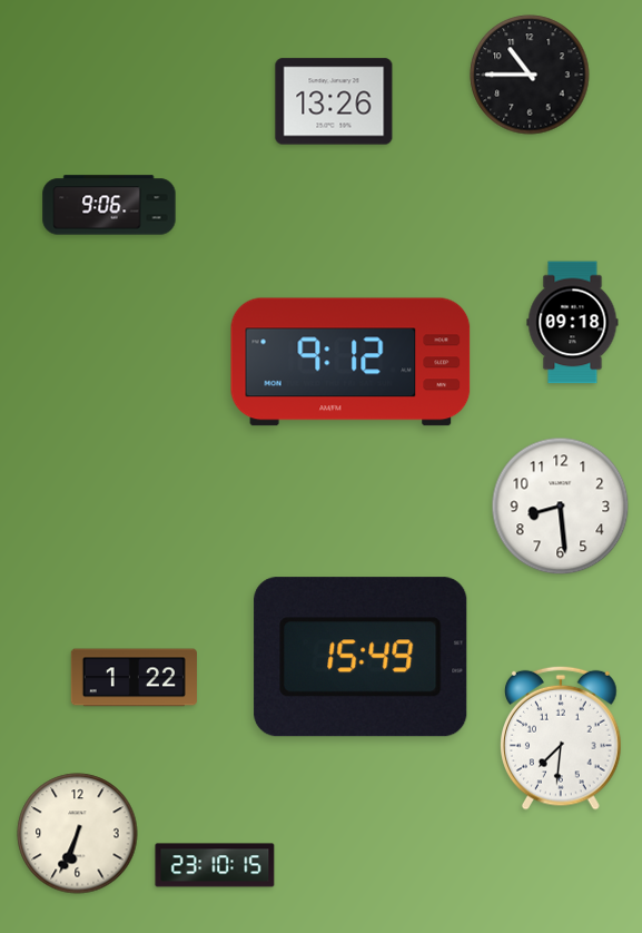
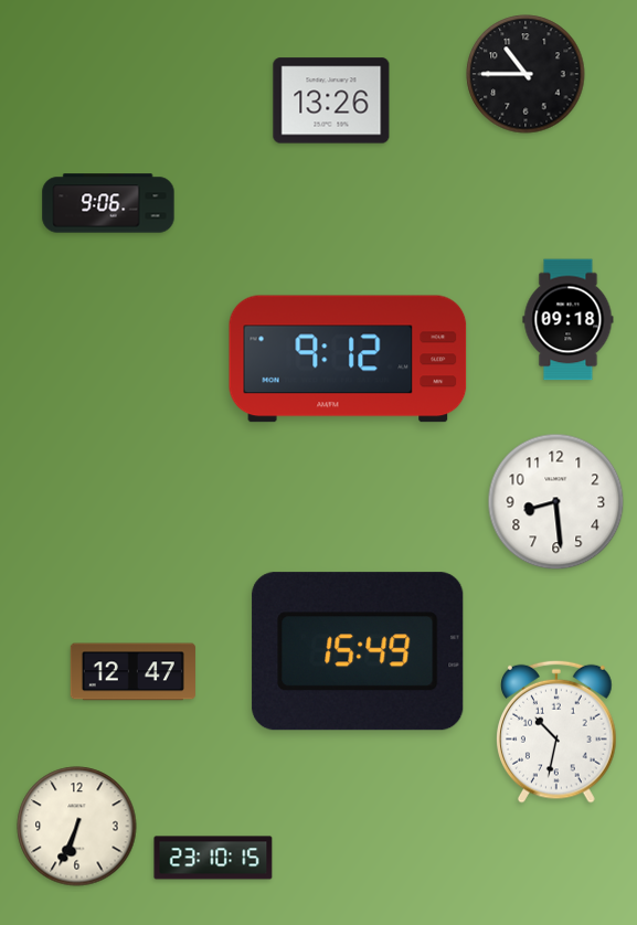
clock at (134, 678): 1:22 -> 12:47
clock at (562, 738): 7:31 -> 10:32
